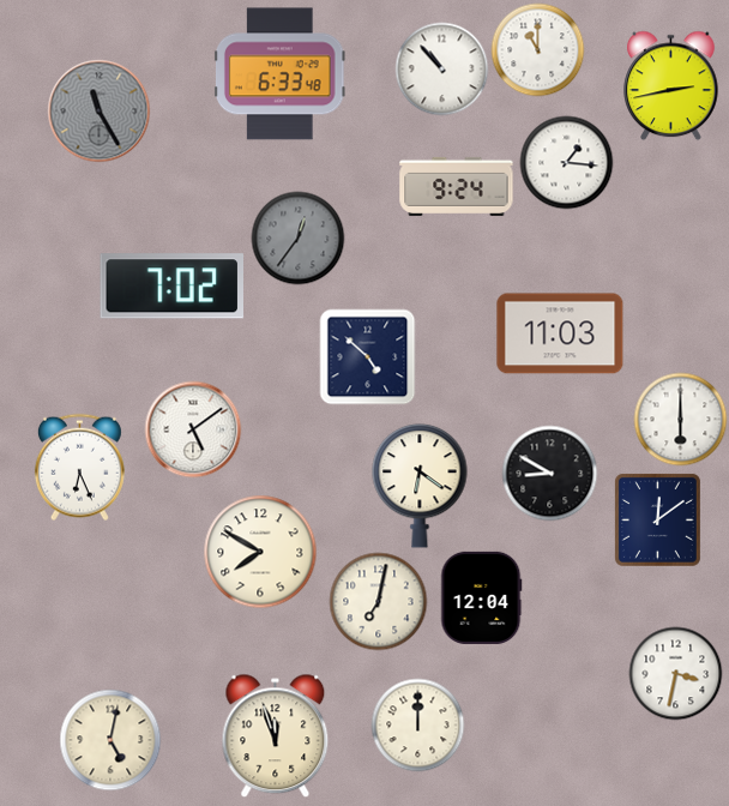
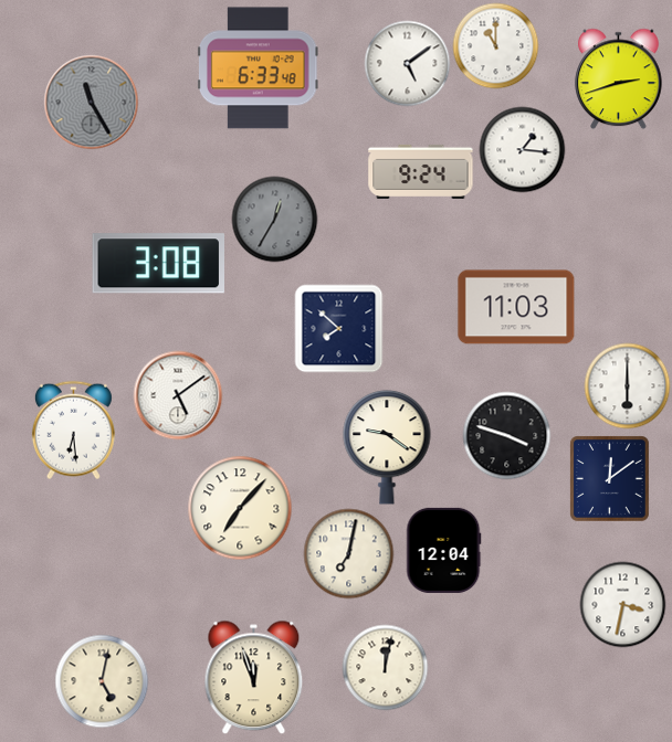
clock at (441, 68): 10:53 -> 5:09
clock at (671, 85): 2:43 -> 2:42
clock at (297, 237): 12:36 -> 12:35
clock at (171, 287): 7:02 -> 3:08
clock at (367, 356): 4:52 -> 7:52
clock at (79, 467): 6:26 -> 6:29
clock at (549, 473): 8:50 -> 3:48
clock at (420, 486): 6:21 -> 9:21
clock at (657, 519) position: (657, 519) -> (609, 478)
clock at (260, 552): 7:50 -> 7:07
clock at (675, 673) position: (675, 673) -> (622, 604)
clock at (417, 724): 12:00 -> 12:02
